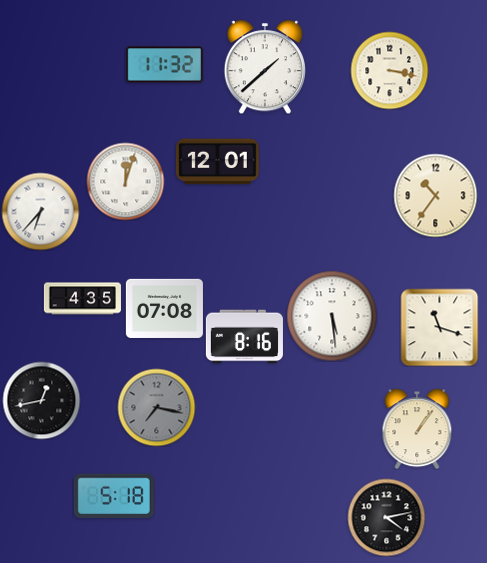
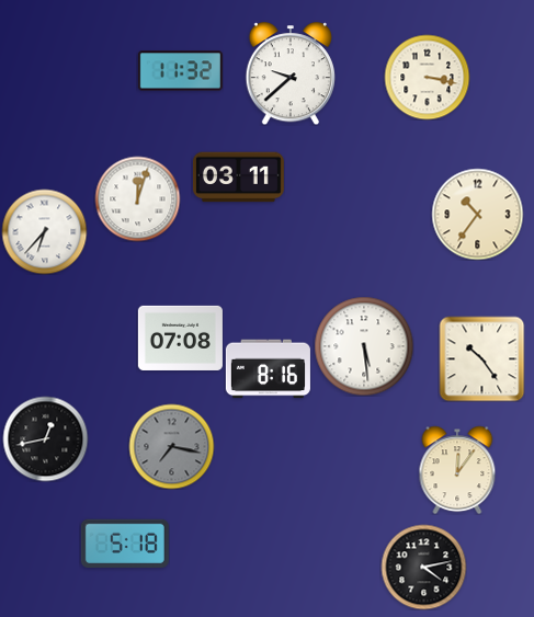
clock at (264, 67): 1:38 -> 9:38
clock at (217, 162): 12:01 -> 03:11
clock at (82, 299): 4:35 -> none
clock at (439, 327): 11:18 -> 10:24
clock at (417, 429): 1:06 -> 12:06
